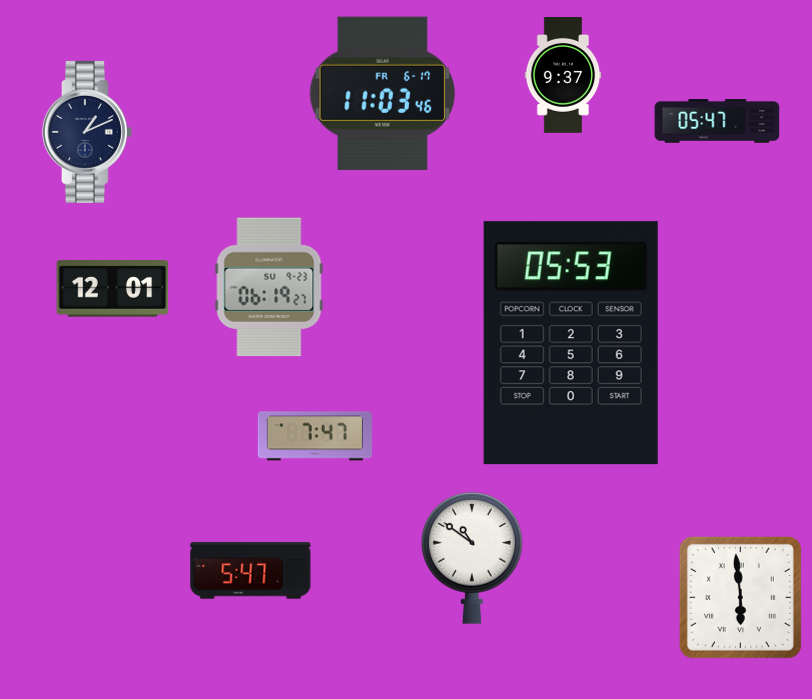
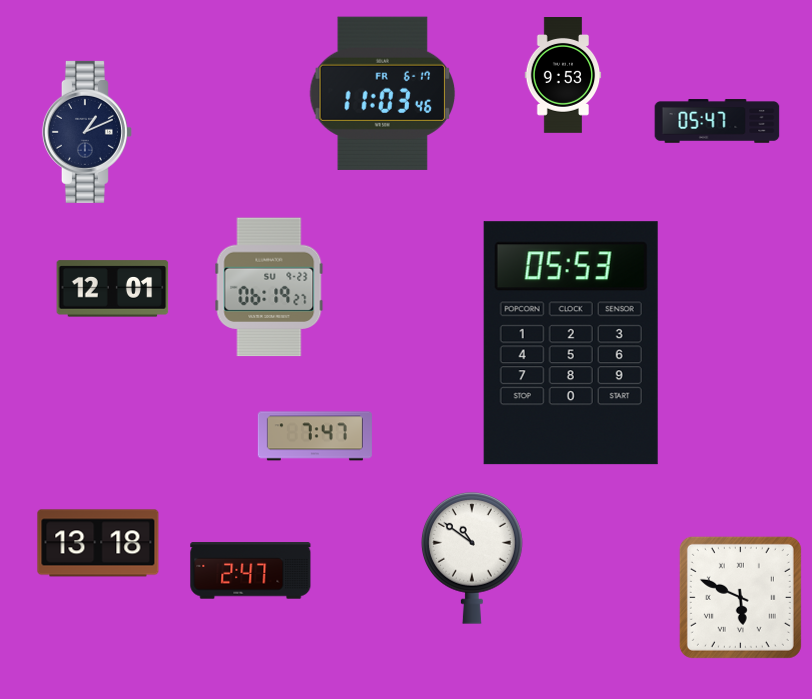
clock at (563, 76): 9:37 -> 9:53
clock at (98, 543): none -> 13:18
clock at (251, 571): 5:47 -> 2:47
clock at (740, 597): 5:59 -> 5:49
